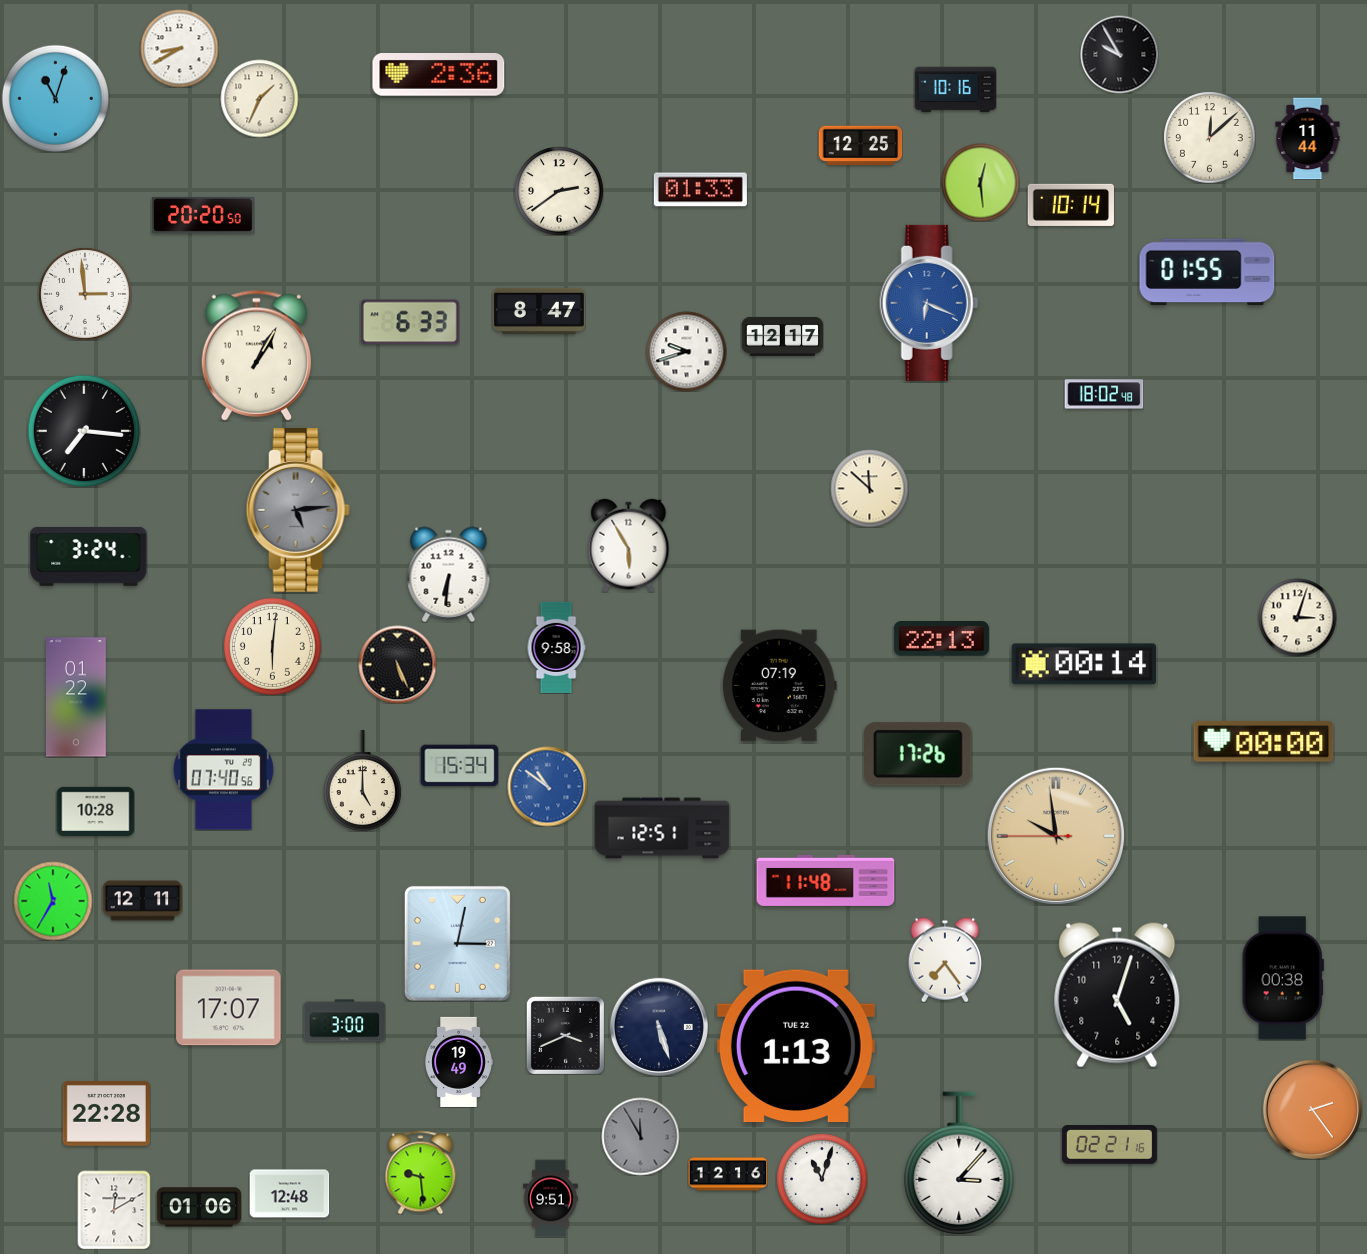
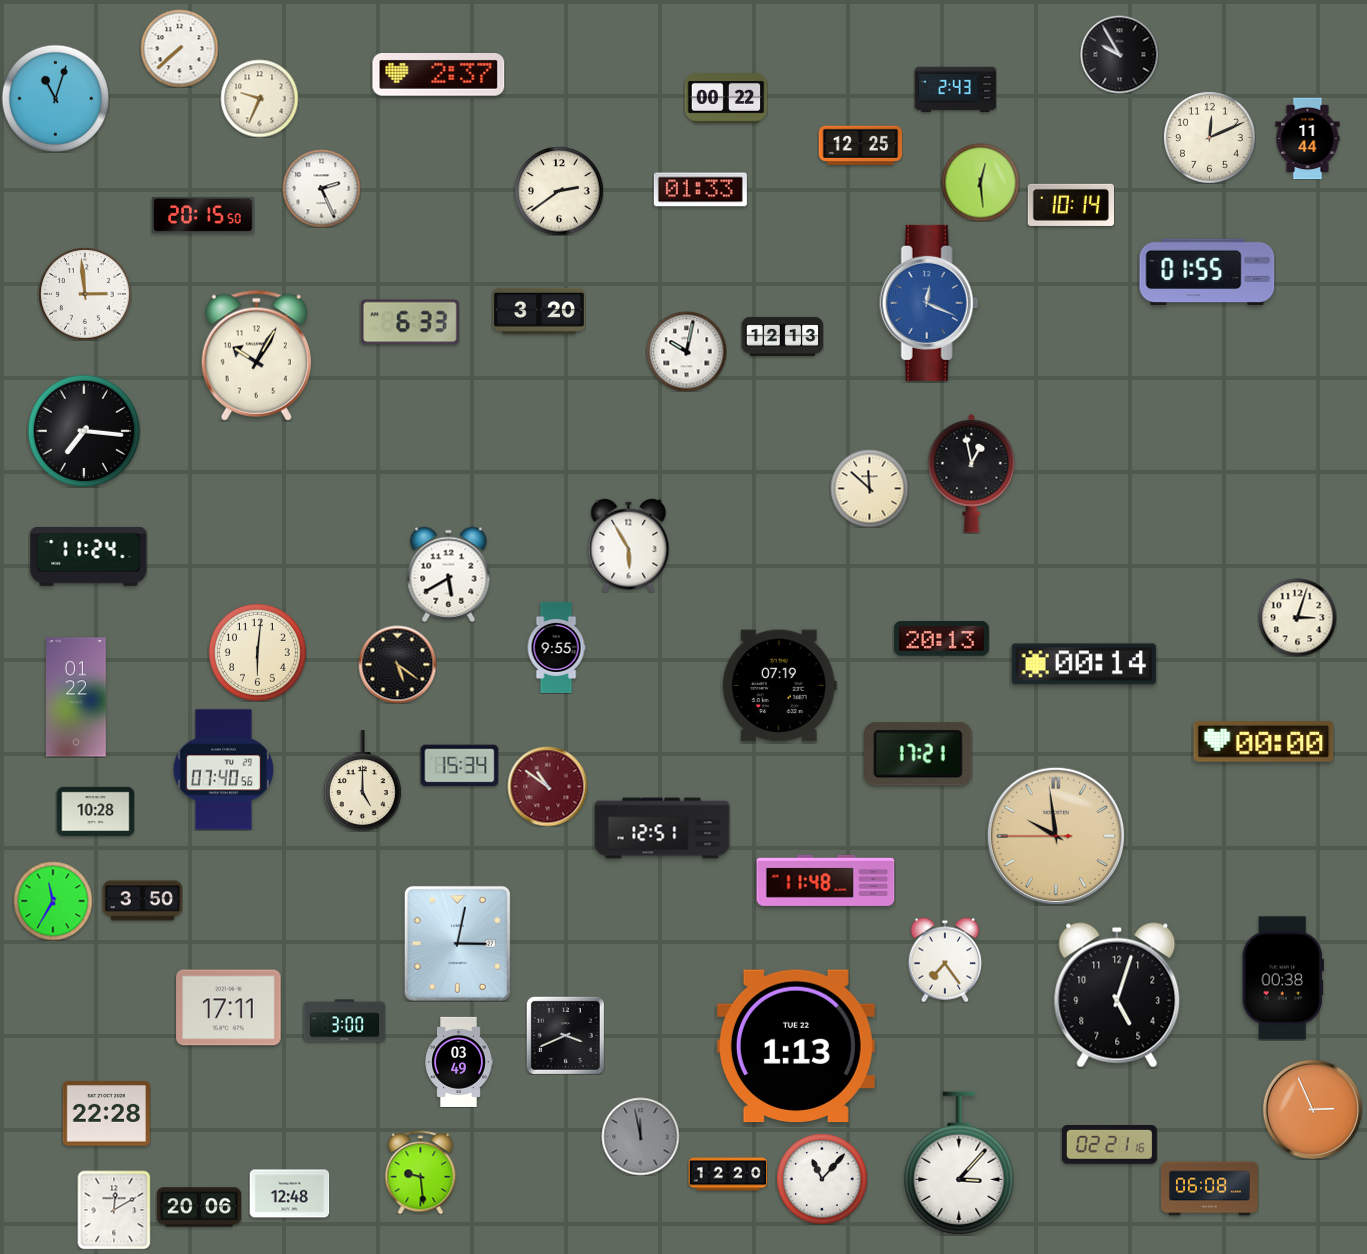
clock at (179, 48): 8:40 -> 7:38
clock at (439, 75): 2:36 -> 2:37
clock at (955, 90): 10:16 -> 2:43
clock at (259, 98): 1:34 -> 9:34
clock at (726, 99): none -> 00:22
clock at (1209, 137): 12:08 -> 12:11
clock at (321, 188): none -> 2:26
clock at (203, 215): 20:20 -> 20:15
clock at (929, 303): 6:19 -> 12:19
clock at (539, 311): 8:47 -> 3:20
clock at (782, 336): 12:17 -> 12:13
clock at (686, 351): 9:42 -> 10:02
clock at (256, 355): 1:05 -> 10:05
clock at (1104, 394): 18:02 -> none
clock at (972, 473): none -> 12:58
clock at (298, 510): 5:14 -> none
clock at (89, 556): 3:24 -> 11:24
clock at (449, 574): 6:31 -> 5:40
clock at (941, 639): 22:13 -> 20:13
clock at (272, 646) position: (272, 646) -> (257, 652)
clock at (556, 647): 9:58 -> 9:55
clock at (397, 664): 5:26 -> 5:21
clock at (919, 754): 17:26 -> 17:21
clock at (547, 786) dial: blue -> burgundy
clock at (142, 901): 12:11 -> 3:50
clock at (229, 1008): 17:07 -> 17:11
clock at (659, 1027): 5:27 -> none
clock at (459, 1062): 19:49 -> 03:49
clock at (1312, 1109): 2:24 -> 2:56
clock at (640, 1136): 11:55 -> 11:58
clock at (728, 1174): 12:16 -> 12:20
clock at (822, 1179): 11:03 -> 11:07
clock at (1210, 1189): none -> 06:08
clock at (551, 1198): 9:51 -> none
clock at (199, 1207): 01:06 -> 20:06
